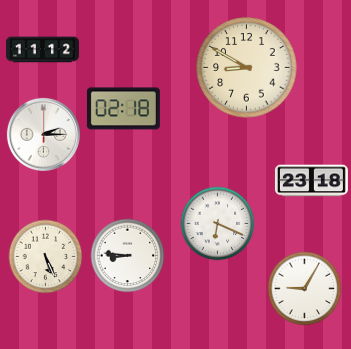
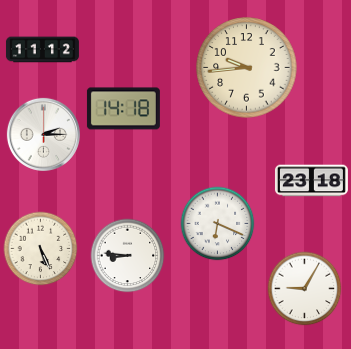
clock at (247, 68): 8:50 -> 9:44
clock at (123, 109): 02:18 -> 14:18
clock at (46, 257) position: (46, 257) -> (41, 249)
